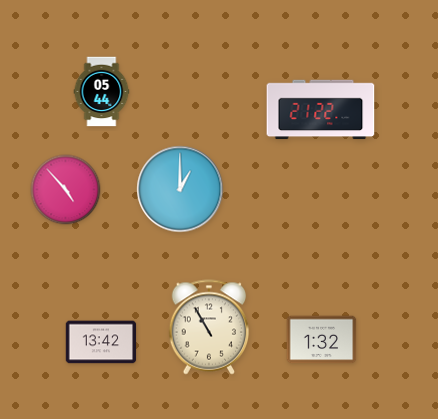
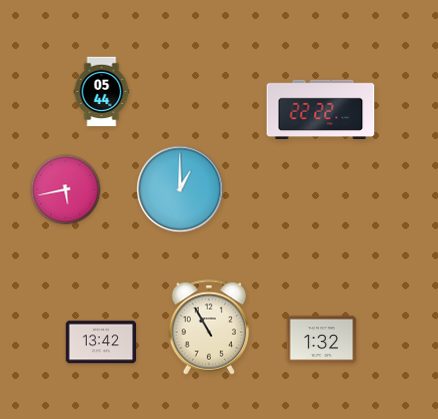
clock at (321, 110): 21:22 -> 22:22
clock at (66, 190): 4:53 -> 5:43
